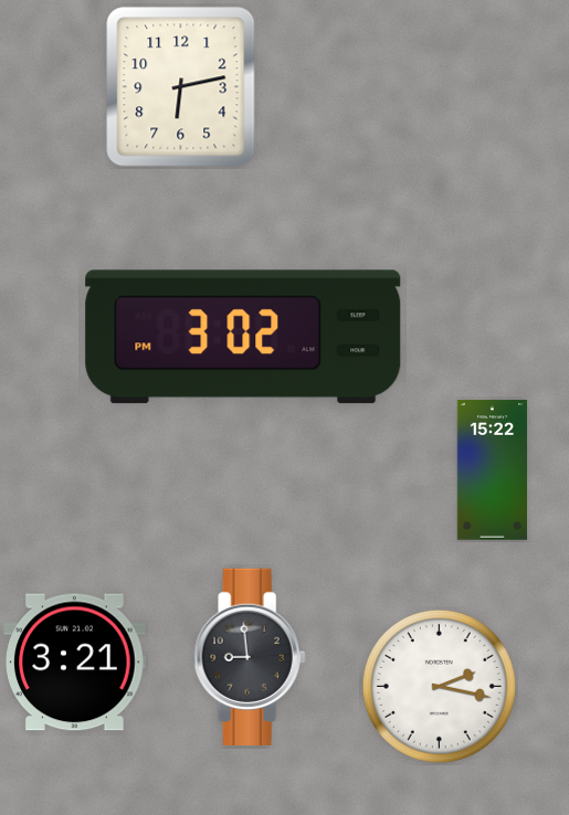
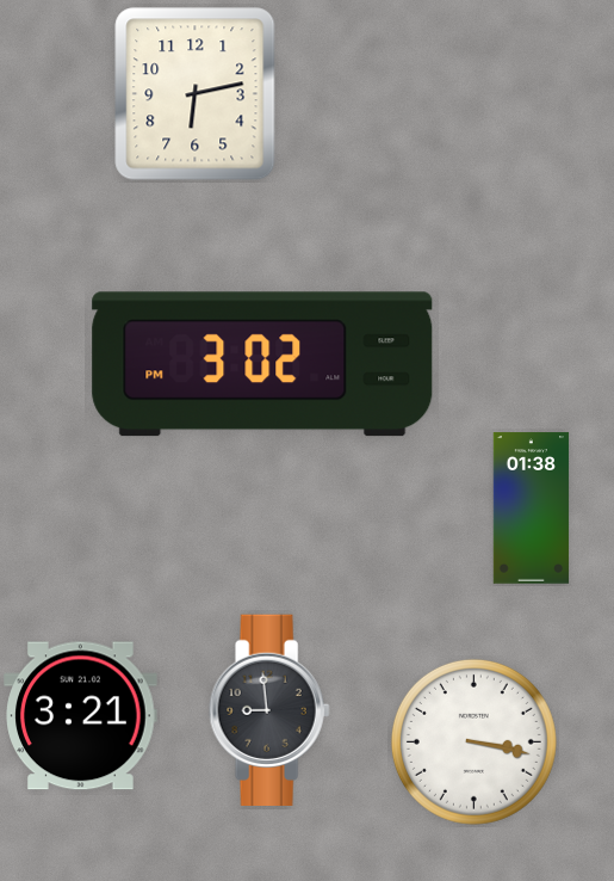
clock at (493, 470): 15:22 -> 01:38
clock at (439, 686): 2:17 -> 3:17
